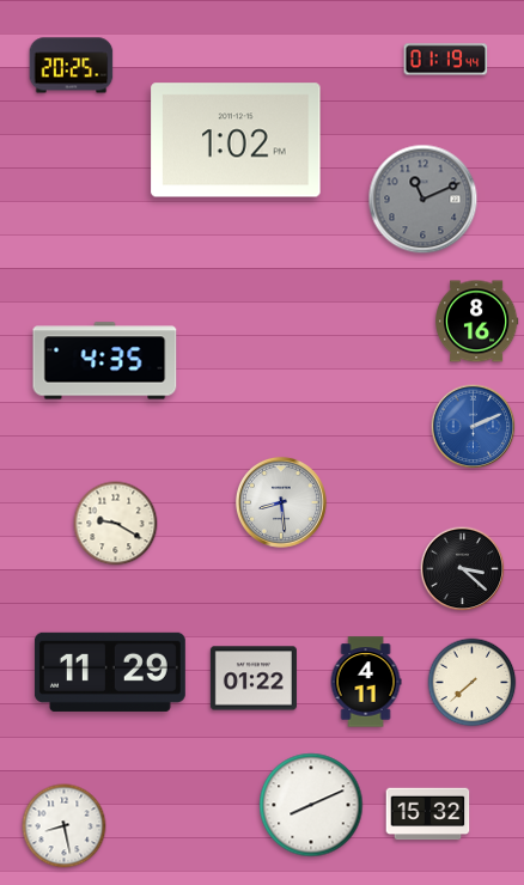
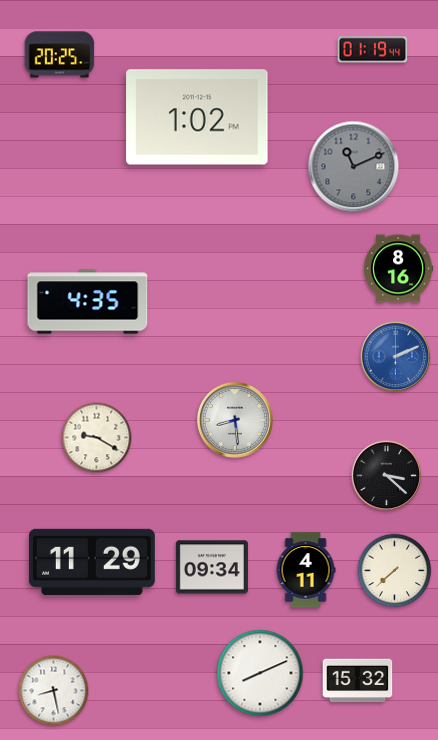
clock at (254, 678): 01:22 -> 09:34
